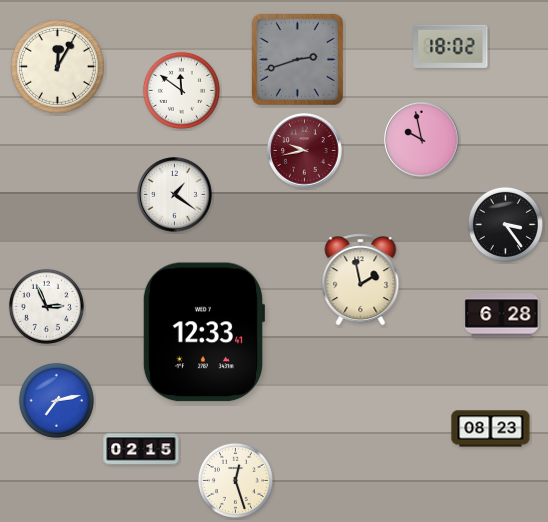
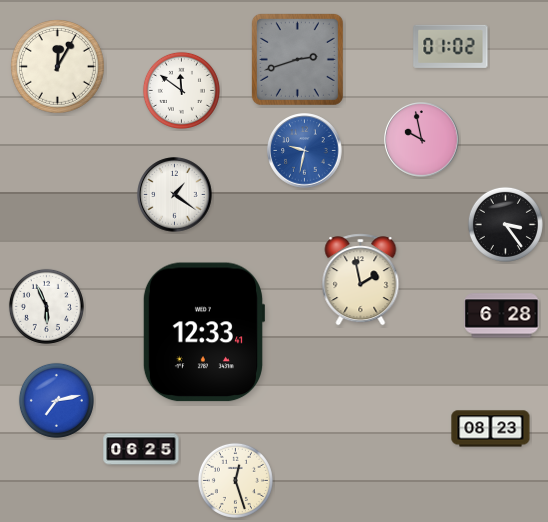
clock at (451, 46): 18:02 -> 01:02
clock at (305, 151): 9:43 -> 9:32
clock at (305, 151) dial: burgundy -> blue
clock at (46, 306): 2:56 -> 5:56
clock at (141, 449): 02:15 -> 06:25
